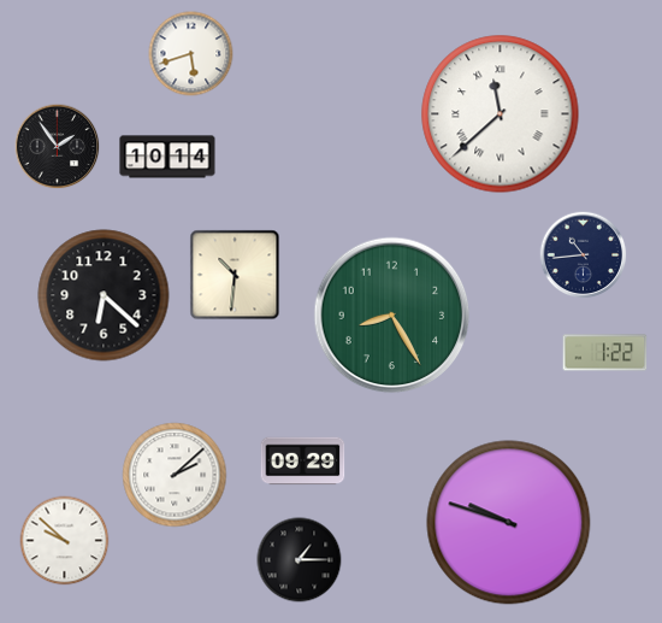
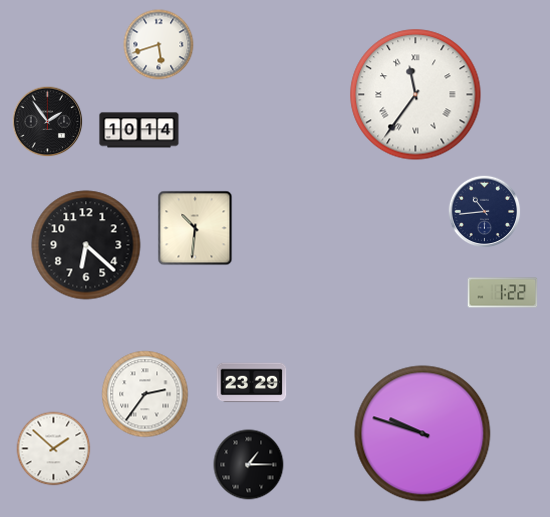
clock at (501, 114): 11:38 -> 11:36
clock at (392, 316): 8:25 -> none
clock at (303, 462): 09:29 -> 23:29
clock at (175, 475): 2:08 -> 2:36
clock at (65, 541): 9:52 -> 1:52
